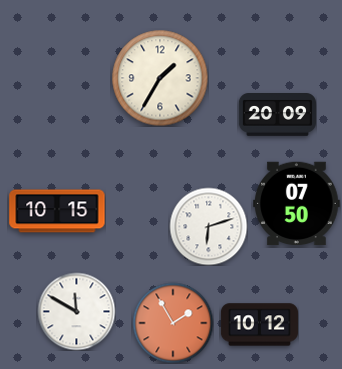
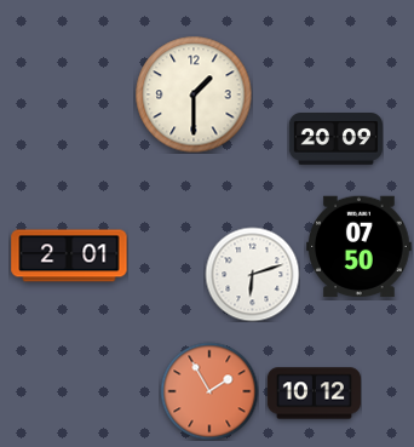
clock at (160, 78): 1:35 -> 1:30
clock at (57, 211): 10:15 -> 2:01
clock at (76, 311): 11:50 -> none
